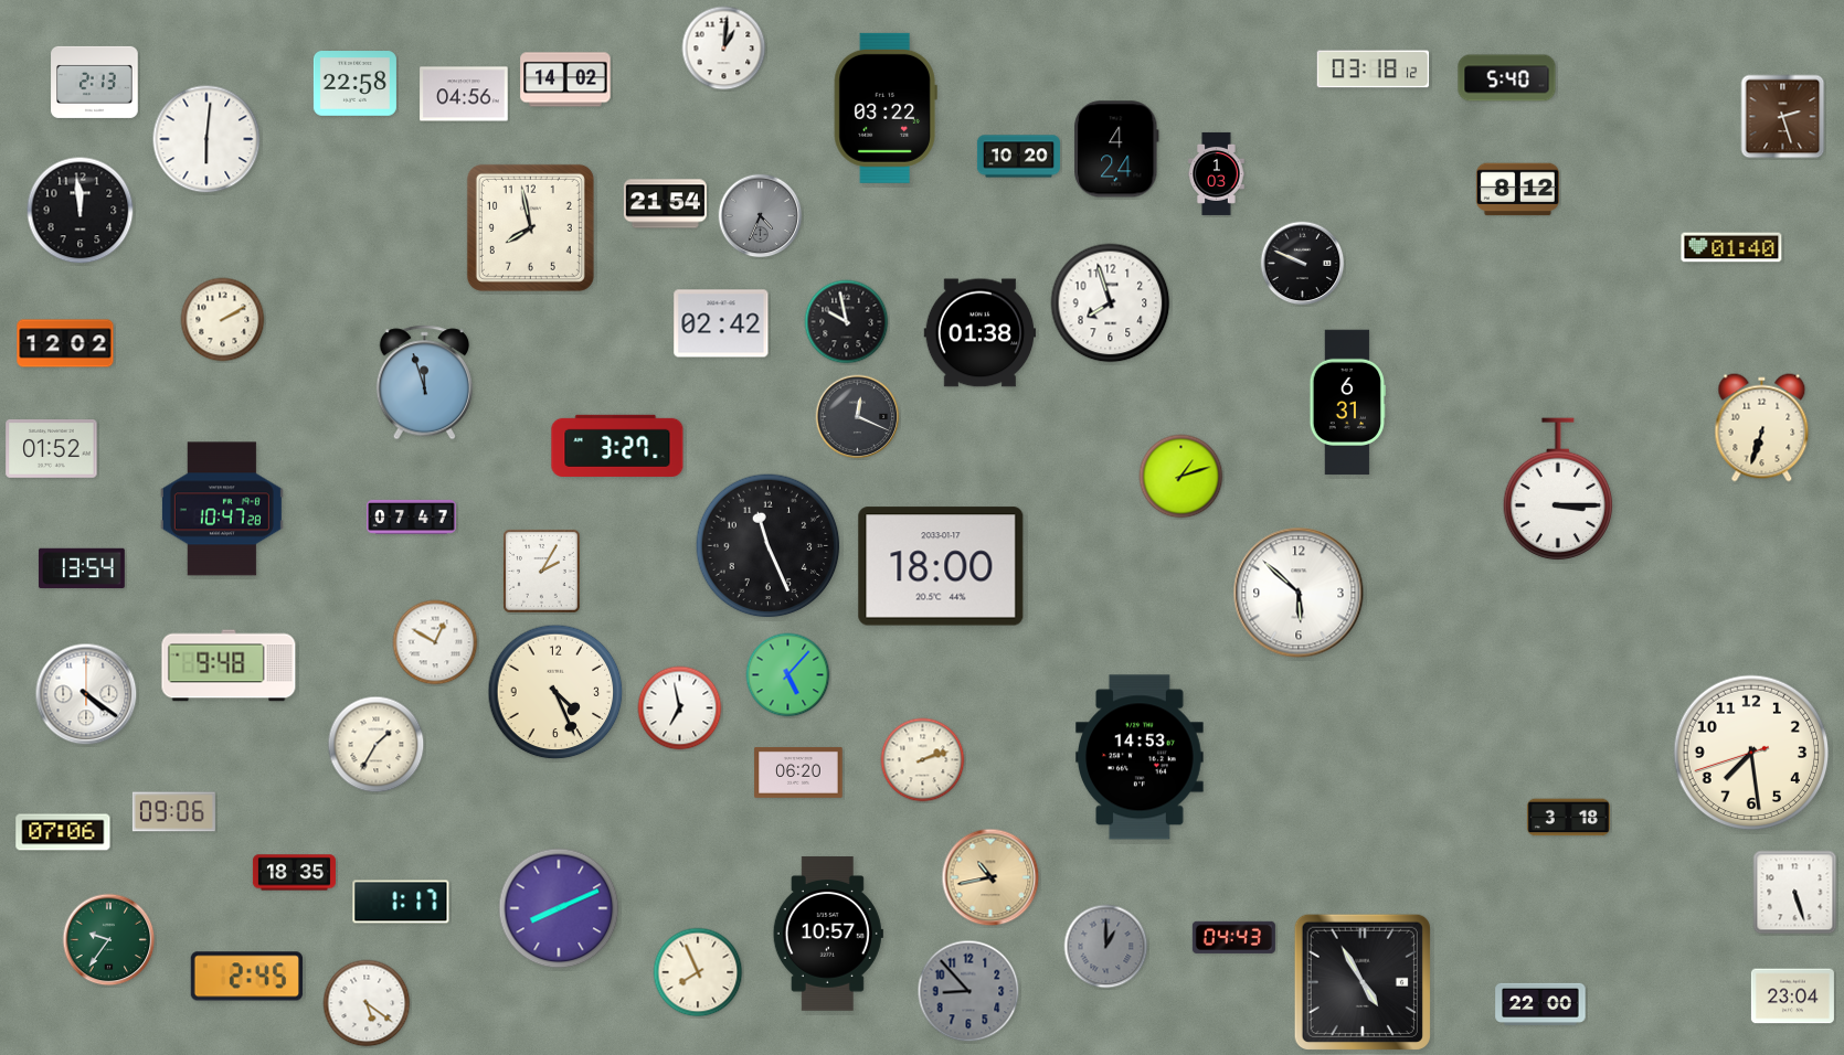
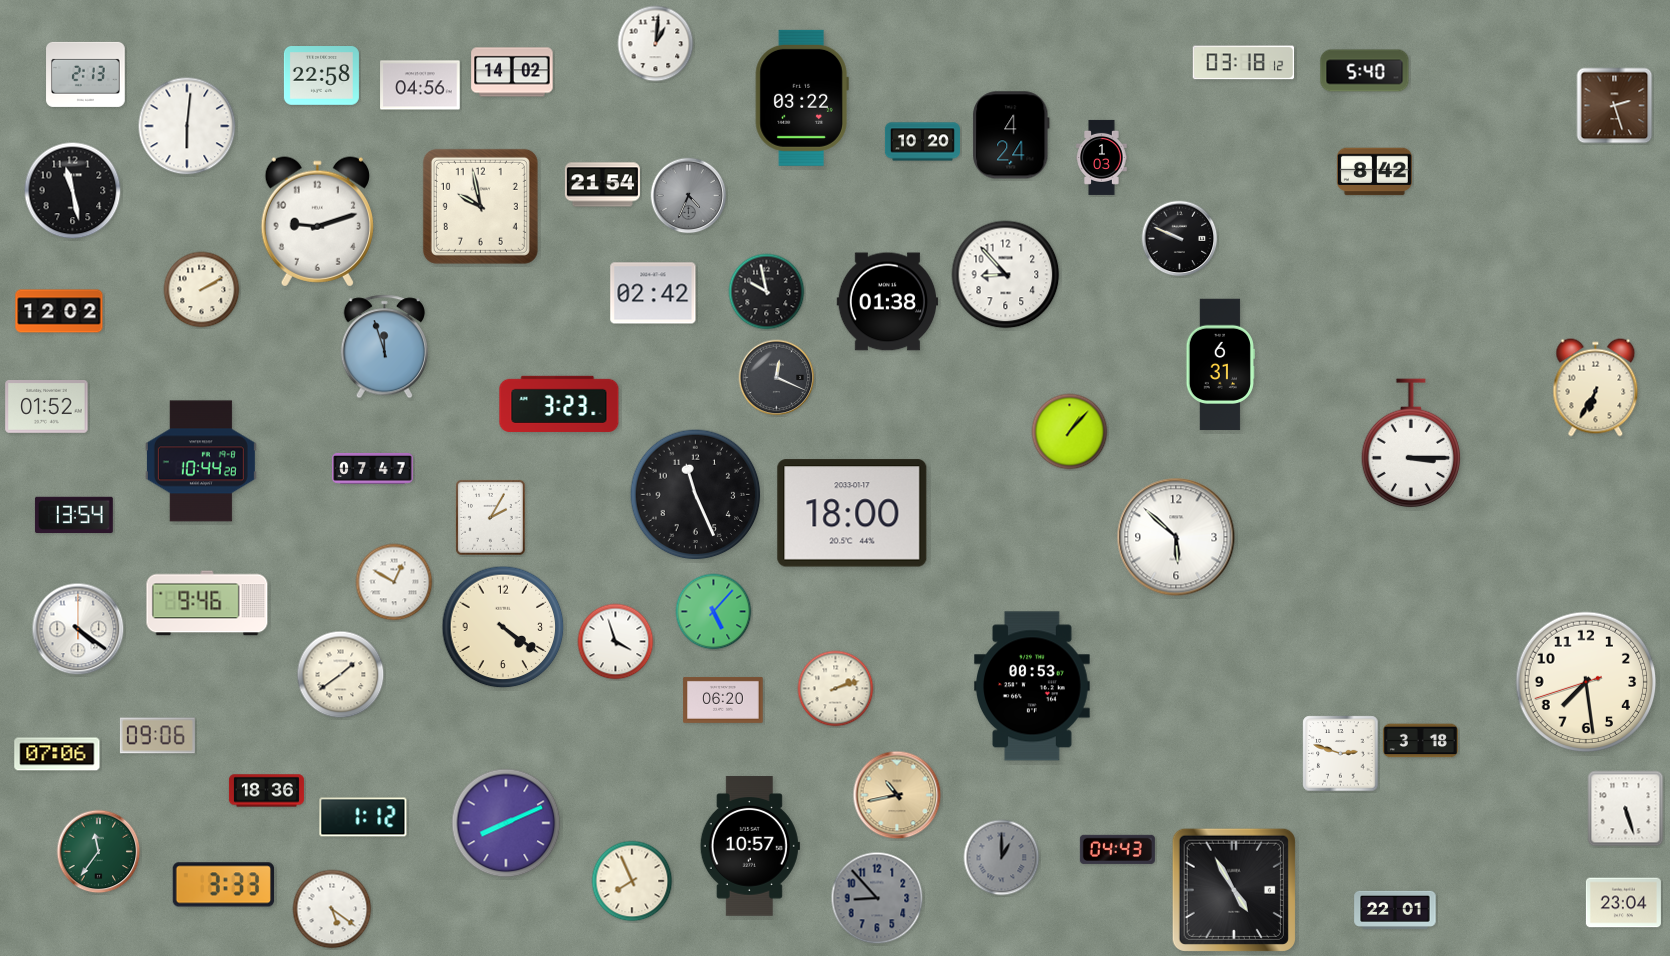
clock at (1517, 190): 8:12 -> 8:42
clock at (81, 211): 11:59 -> 11:28
clock at (530, 227): 7:58 -> 9:58
clock at (317, 222): none -> 9:12
clock at (1731, 247): 01:40 -> none
clock at (1111, 303): 7:57 -> 8:53
clock at (1762, 428): 6:33 -> 6:35
clock at (617, 446): 3:27 -> 3:23
clock at (1181, 477): 1:12 -> 1:07
clock at (222, 509): 10:47 -> 10:44
clock at (229, 665): 9:48 -> 9:46
clock at (555, 692): 4:26 -> 4:21
clock at (680, 708): 6:58 -> 3:57
clock at (377, 745): 1:35 -> 1:39
clock at (1141, 757): 14:53 -> 00:53
clock at (1341, 754): none -> 2:48
clock at (294, 873): 18:35 -> 18:36
clock at (401, 902): 1:17 -> 1:12
clock at (109, 940): 9:36 -> 11:36
clock at (246, 977): 2:45 -> 3:33
clock at (1540, 1004): 22:00 -> 22:01
